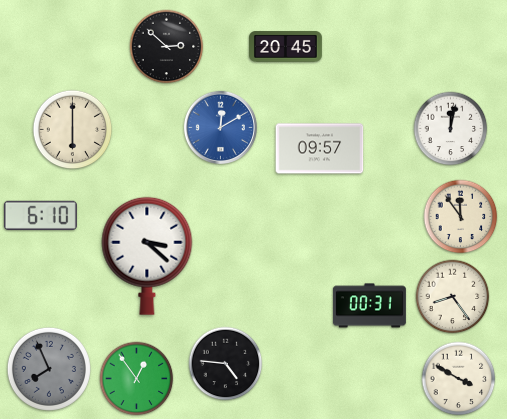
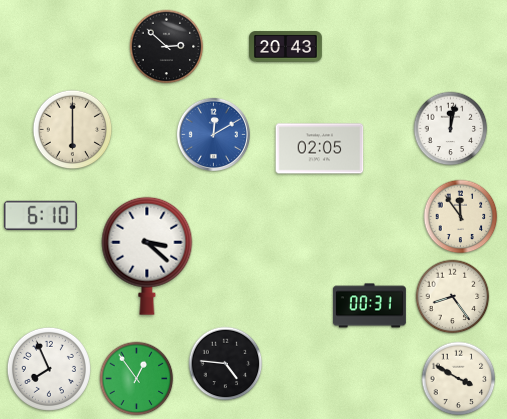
clock at (285, 47): 20:45 -> 20:43
clock at (220, 127) position: (220, 127) -> (213, 134)
clock at (320, 149): 09:57 -> 02:05
clock at (49, 369) dial: grey -> white
